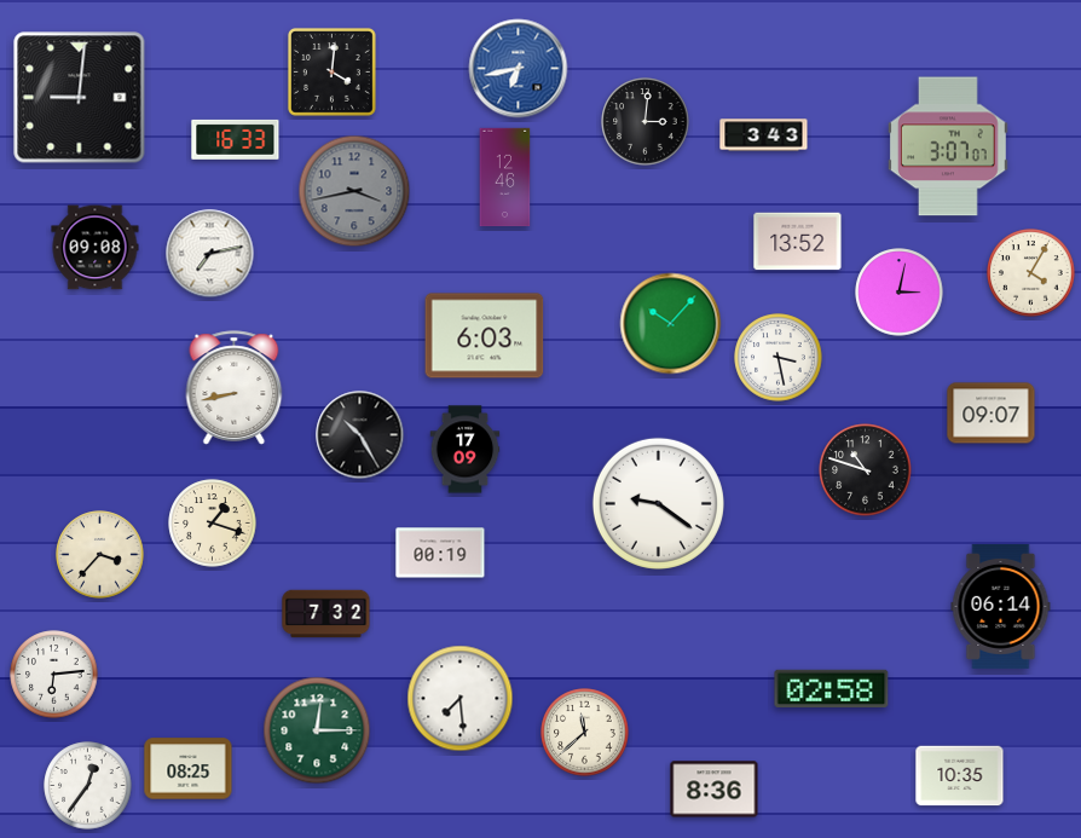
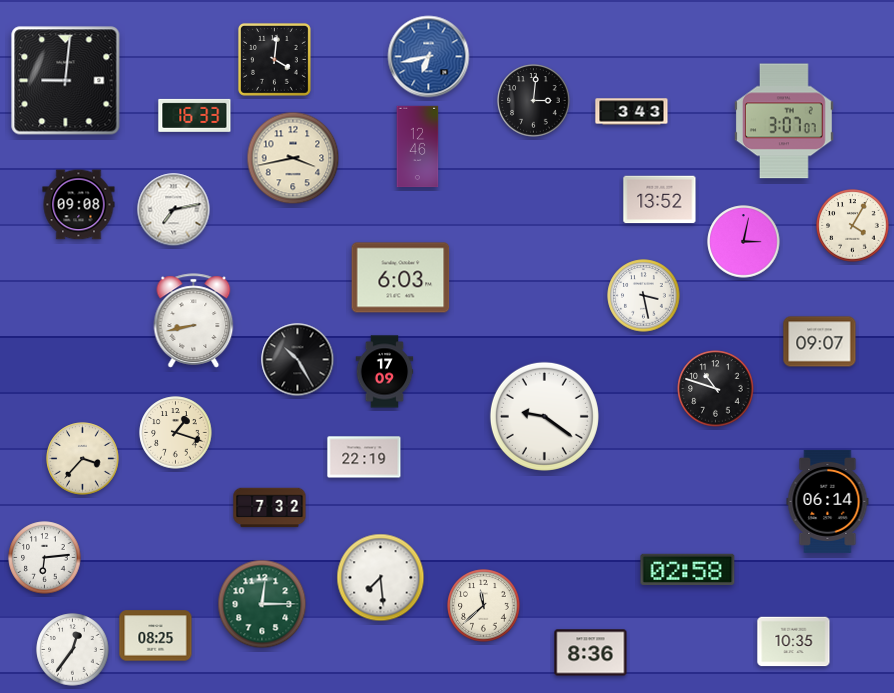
clock at (354, 191) dial: grey -> cream
clock at (671, 324): 10:07 -> none
clock at (440, 553): 00:19 -> 22:19
